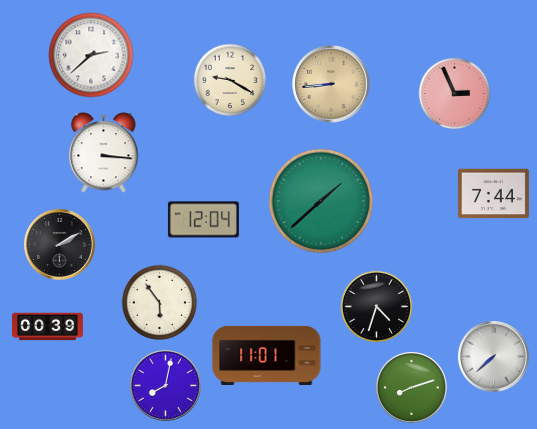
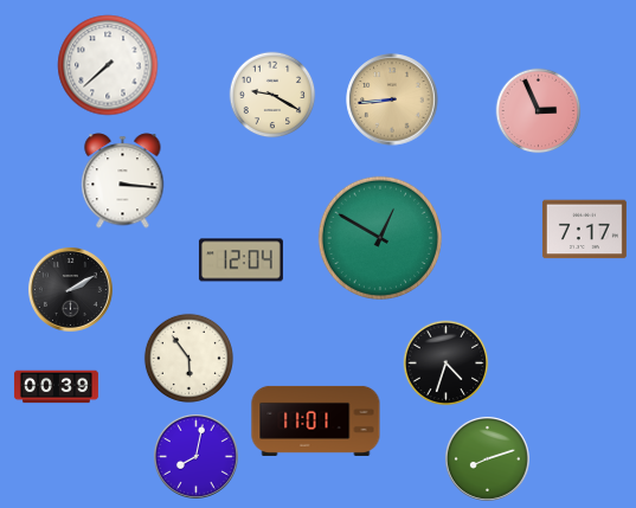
clock at (91, 55): 2:38 -> 7:38
clock at (493, 194): 7:44 -> 7:17
clock at (321, 201): 1:38 -> 12:50
clock at (493, 356): 7:38 -> none
